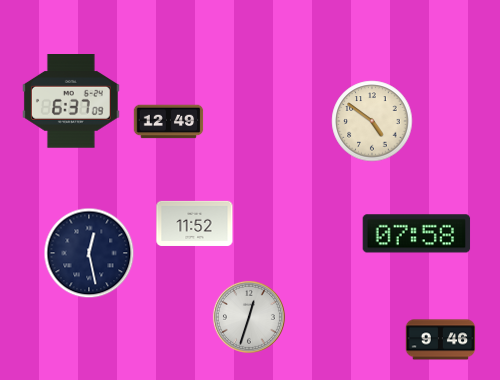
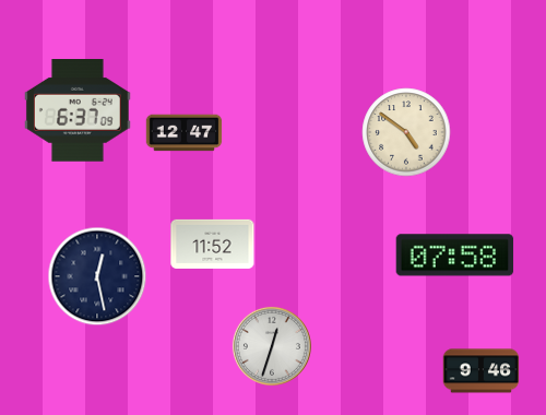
clock at (169, 122): 12:49 -> 12:47
